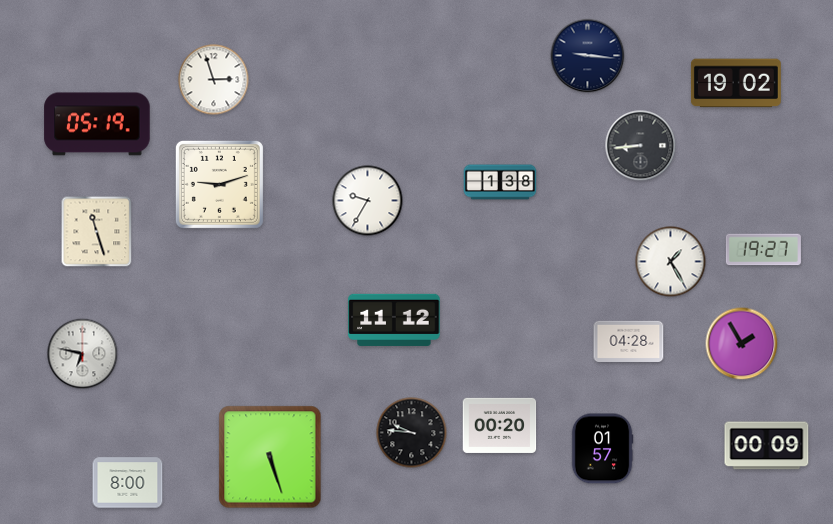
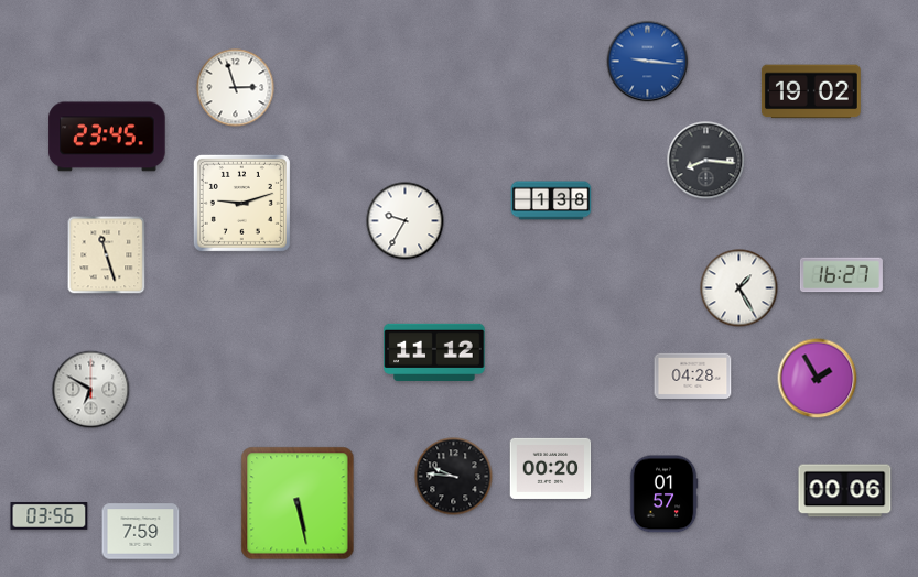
clock at (588, 56) dial: navy -> blue
clock at (97, 124): 05:19 -> 23:45
clock at (641, 146): 8:44 -> 8:16
clock at (763, 250): 19:27 -> 16:27
clock at (83, 354): 6:47 -> 6:50
clock at (767, 446): 00:09 -> 00:06
clock at (270, 457): 5:27 -> 5:28
clock at (50, 516): none -> 03:56
clock at (128, 483): 8:00 -> 7:59
